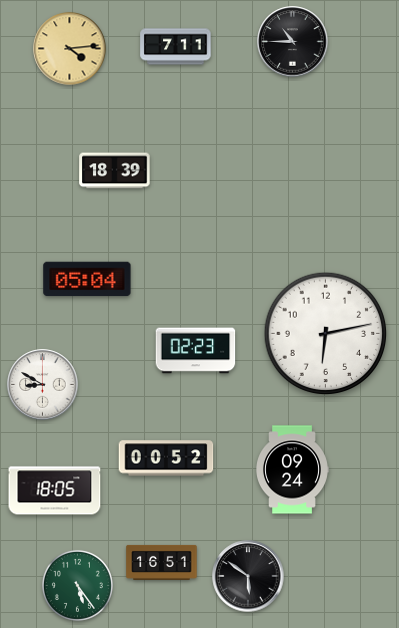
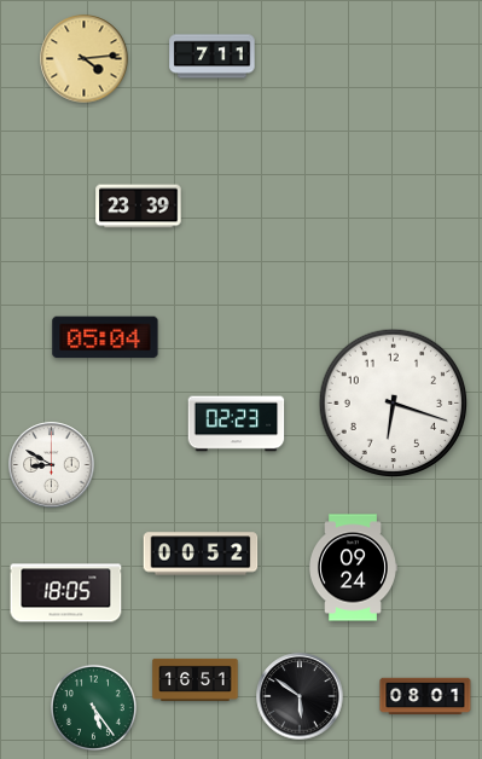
clock at (293, 42): 10:45 -> none
clock at (115, 171): 18:39 -> 23:39
clock at (326, 334): 6:13 -> 6:18
clock at (425, 696): none -> 08:01
